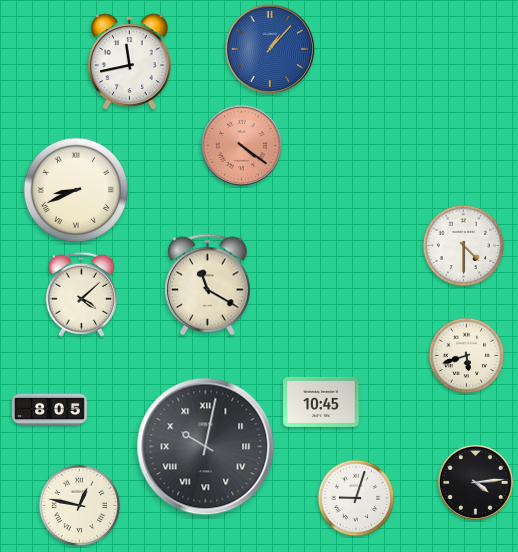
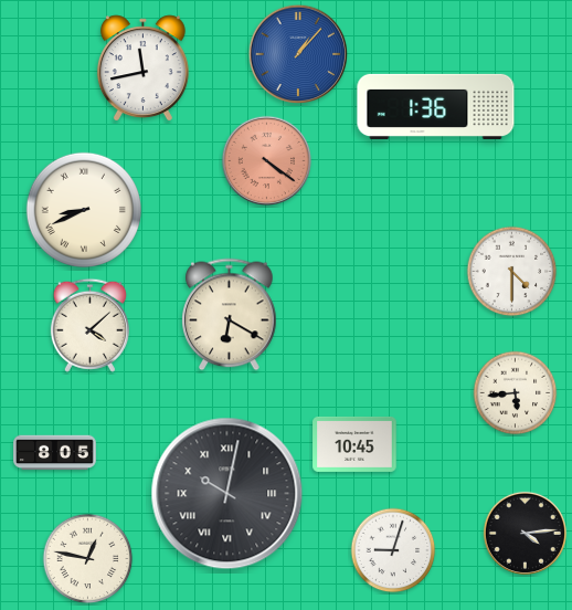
clock at (436, 106): none -> 1:36
clock at (208, 285): 11:20 -> 6:20
clock at (467, 356): 5:42 -> 5:44
